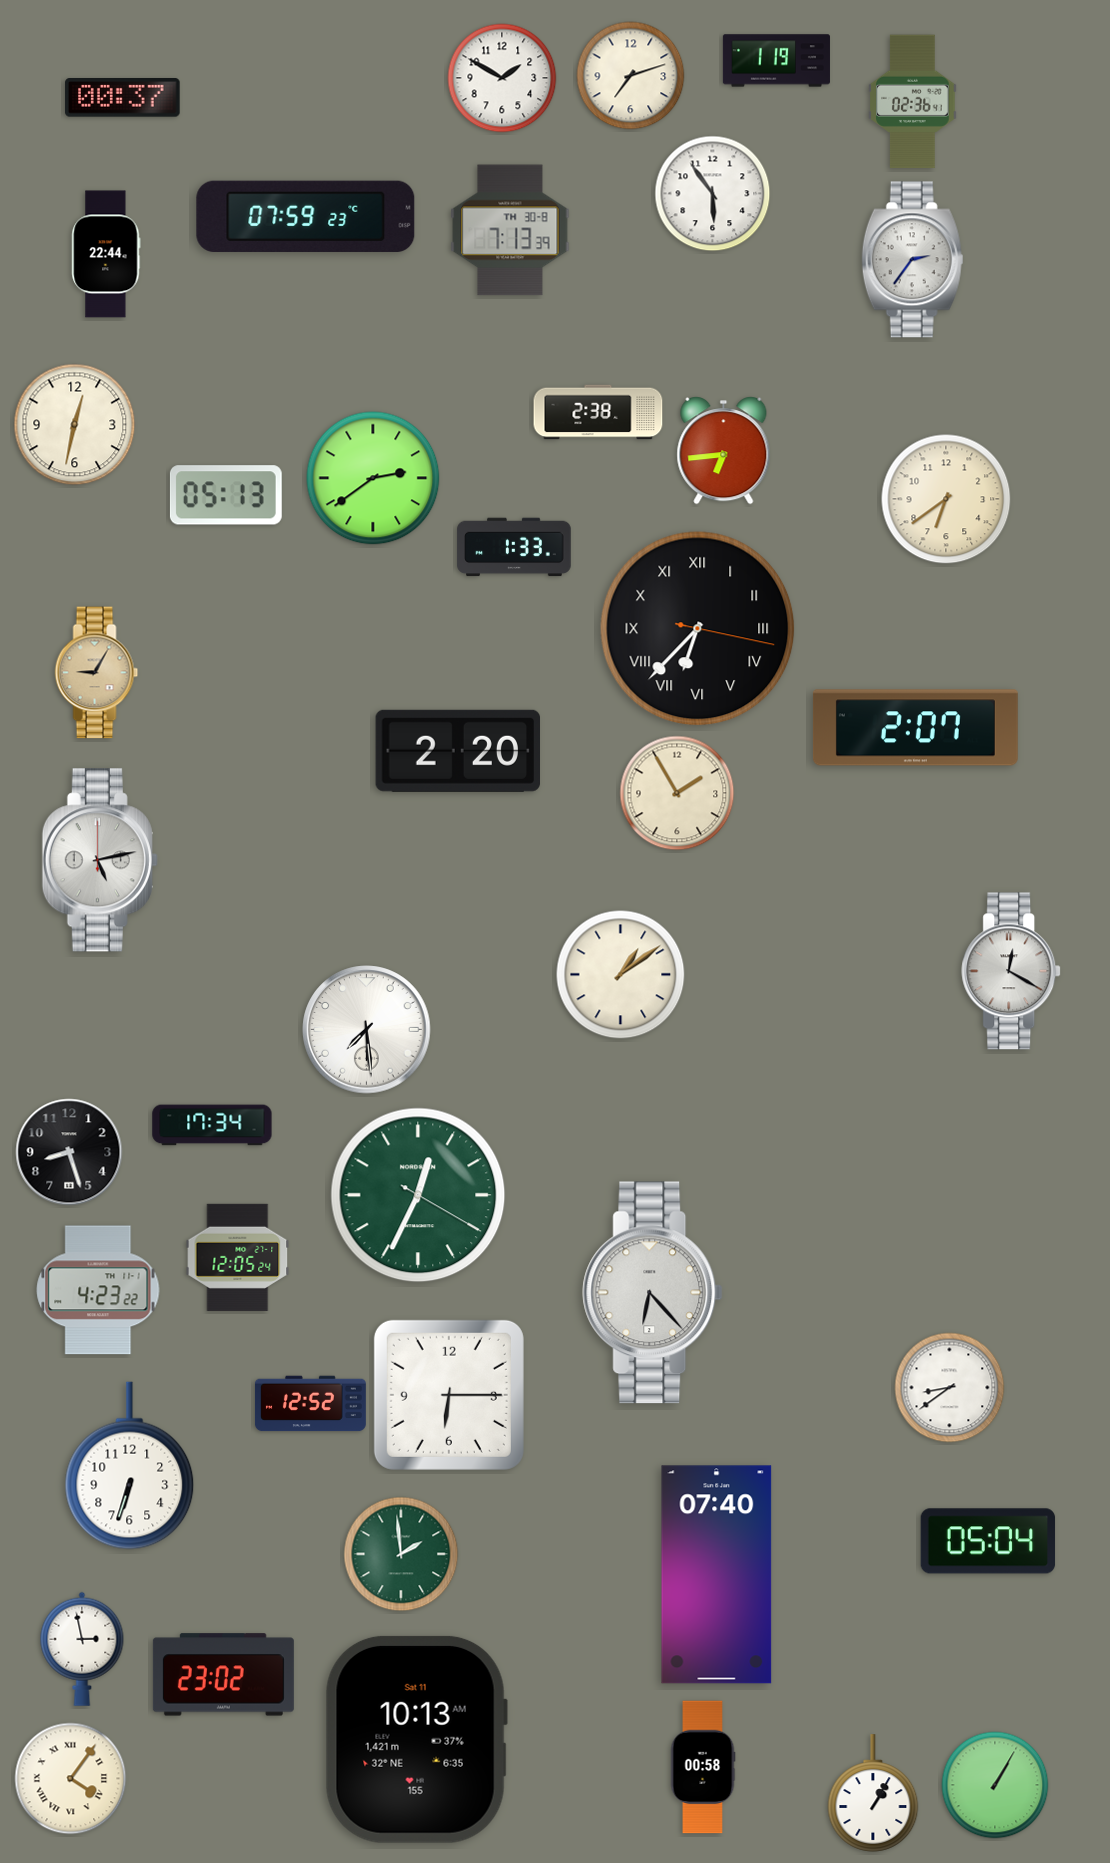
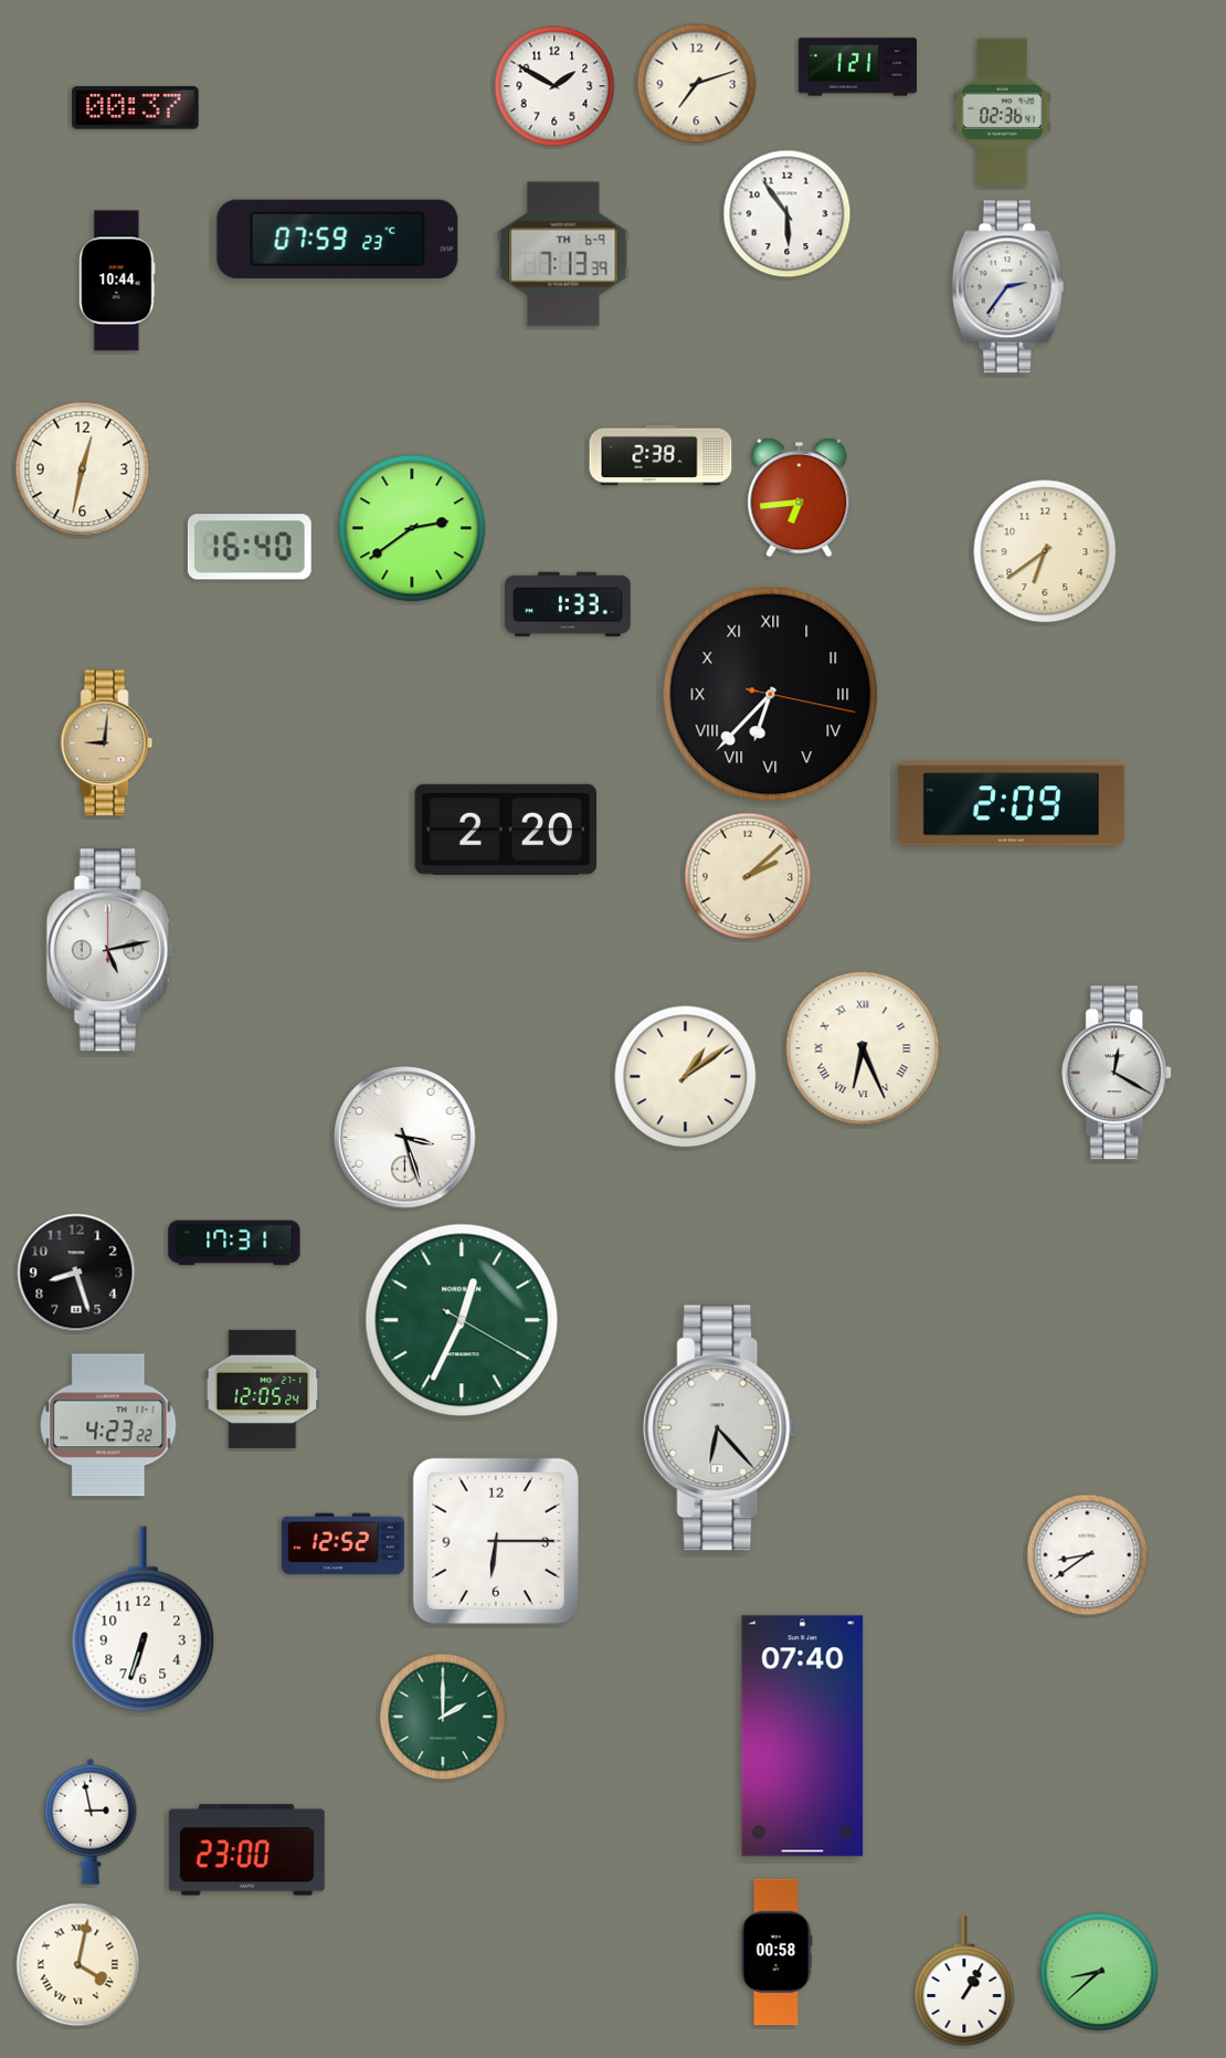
clock at (776, 61): 1:19 -> 1:21
clock at (913, 102) position: (913, 102) -> (1003, 113)
clock at (510, 230) date: TH 30-8 -> TH 6-9
clock at (106, 254): 22:44 -> 10:44
clock at (226, 495): 05:13 -> 16:40
clock at (97, 673): 9:05 -> 9:01
clock at (915, 728): 2:07 -> 2:09
clock at (677, 793): 1:55 -> 2:08
clock at (863, 1048): none -> 6:26
clock at (367, 1030): 7:29 -> 3:27
clock at (212, 1125): 17:34 -> 17:31
clock at (950, 1388) position: (950, 1388) -> (1088, 1555)
clock at (310, 1404) position: (310, 1404) -> (342, 1544)
clock at (988, 1541): 05:04 -> none
clock at (401, 1554): 1:59 -> 2:00
clock at (717, 1575) position: (717, 1575) -> (803, 1737)
clock at (223, 1675): 23:02 -> 23:00
clock at (416, 1739): 10:13 -> none
clock at (71, 1779): 4:06 -> 4:02
clock at (995, 1785): 1:05 -> 8:38
